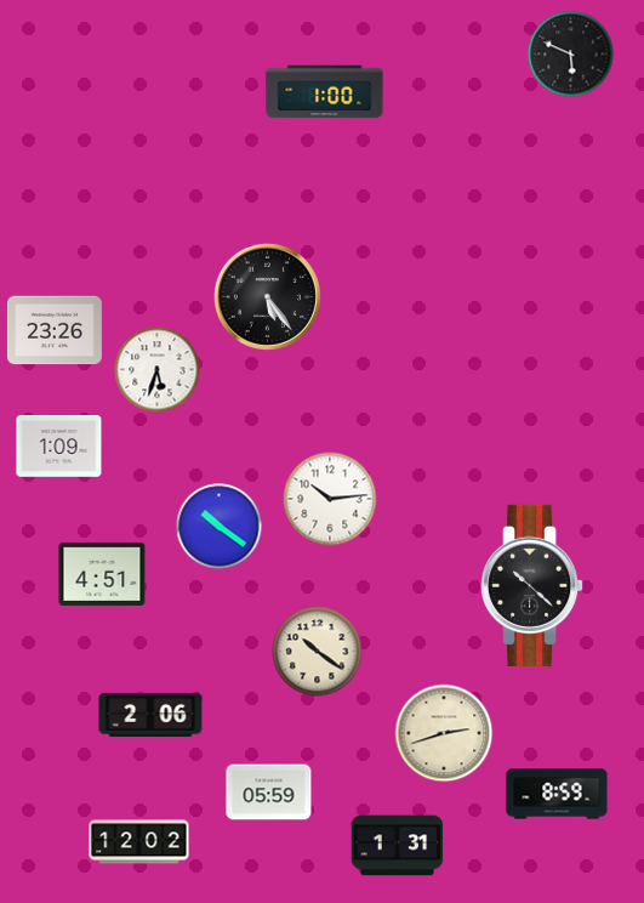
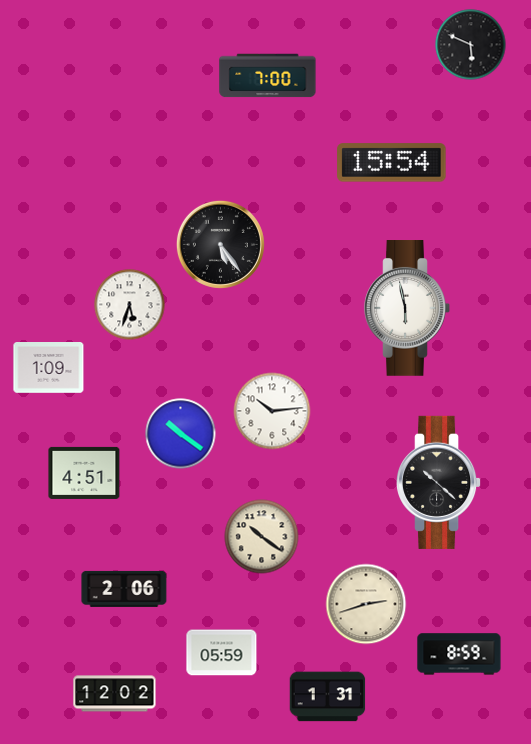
clock at (325, 92): 1:00 -> 7:00
clock at (392, 163): none -> 15:54
clock at (55, 330): 23:26 -> none
clock at (407, 309): none -> 5:58
